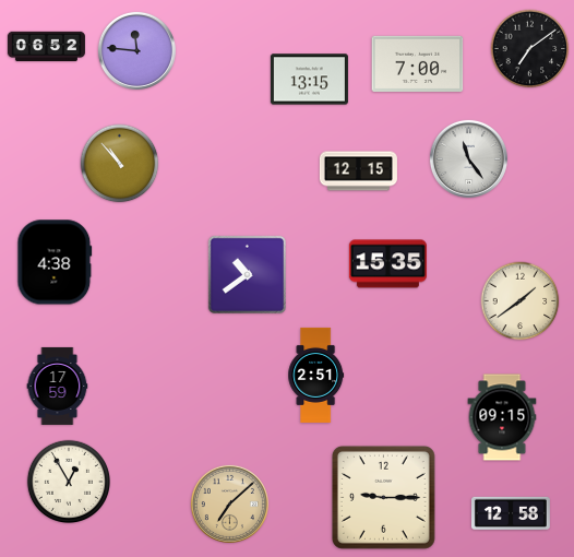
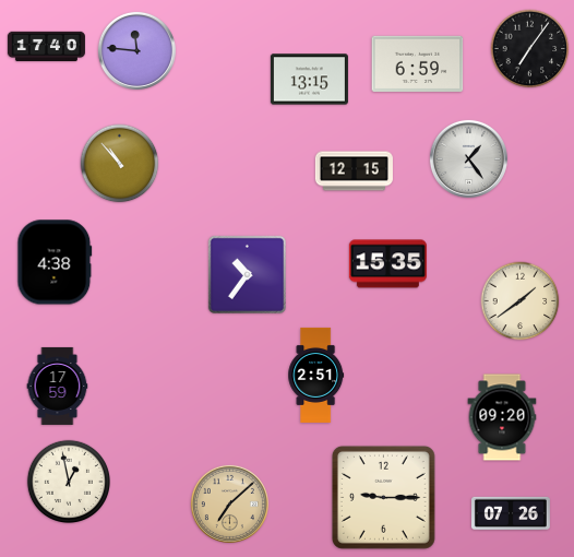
clock at (46, 47): 06:52 -> 17:40
clock at (530, 49): 7:09 -> 7:06
clock at (418, 63): 7:00 -> 6:59
clock at (468, 158): 11:24 -> 1:24
clock at (358, 171) position: (358, 171) -> (354, 171)
clock at (247, 274): 10:39 -> 10:36
clock at (502, 417): 09:15 -> 09:20
clock at (68, 481): 12:55 -> 12:58
clock at (511, 513): 12:58 -> 07:26
